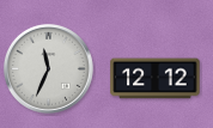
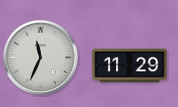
clock at (156, 79): 12:12 -> 11:29
